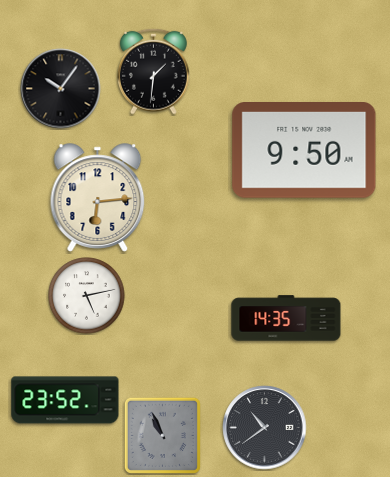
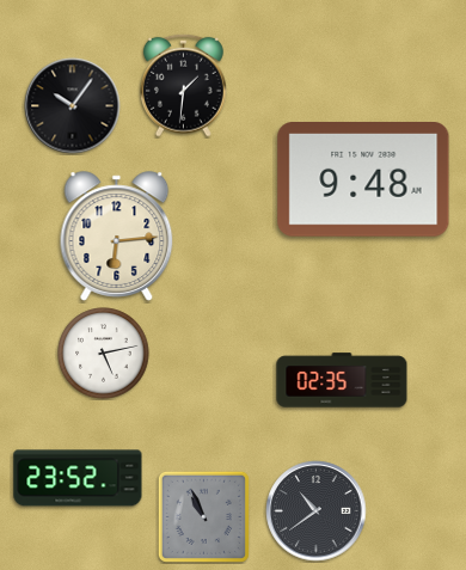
clock at (304, 151): 9:50 -> 9:48
clock at (286, 318): 14:35 -> 02:35
clock at (162, 435) position: (162, 435) -> (203, 516)
